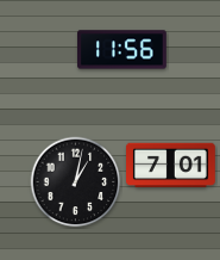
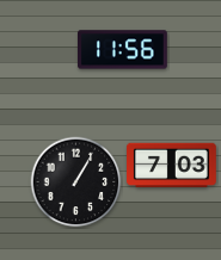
clock at (171, 166): 7:01 -> 7:03
clock at (76, 182): 1:02 -> 1:05
